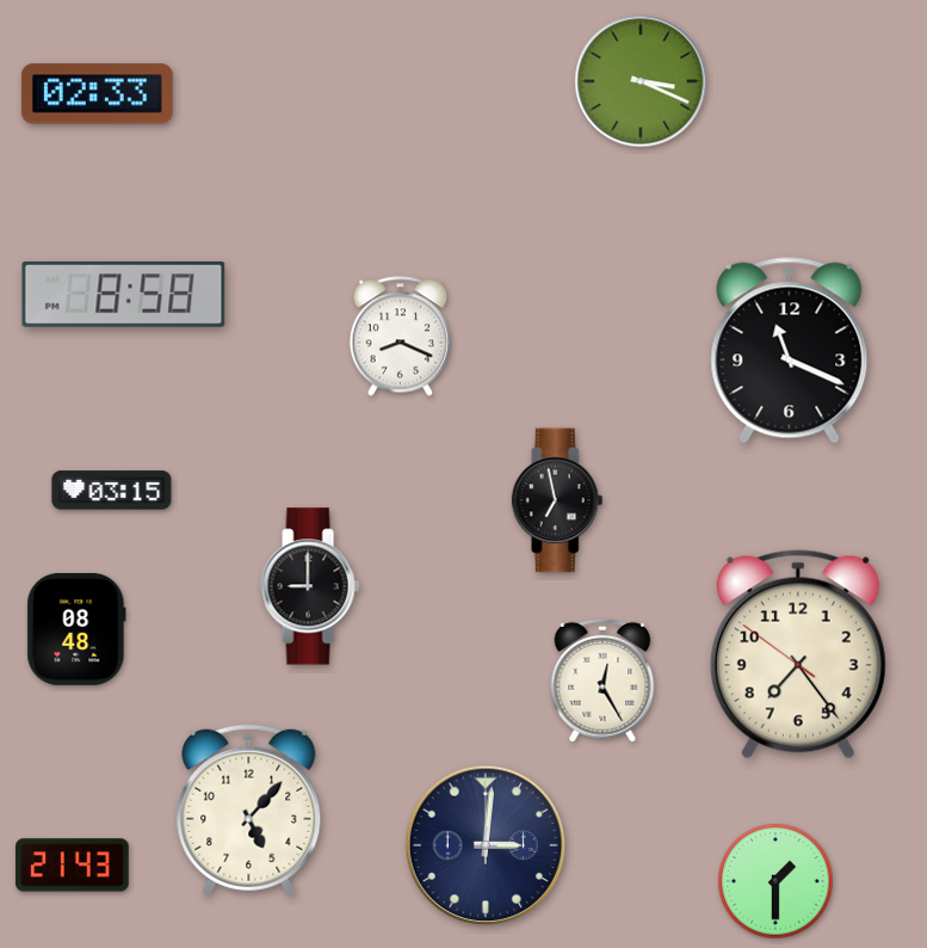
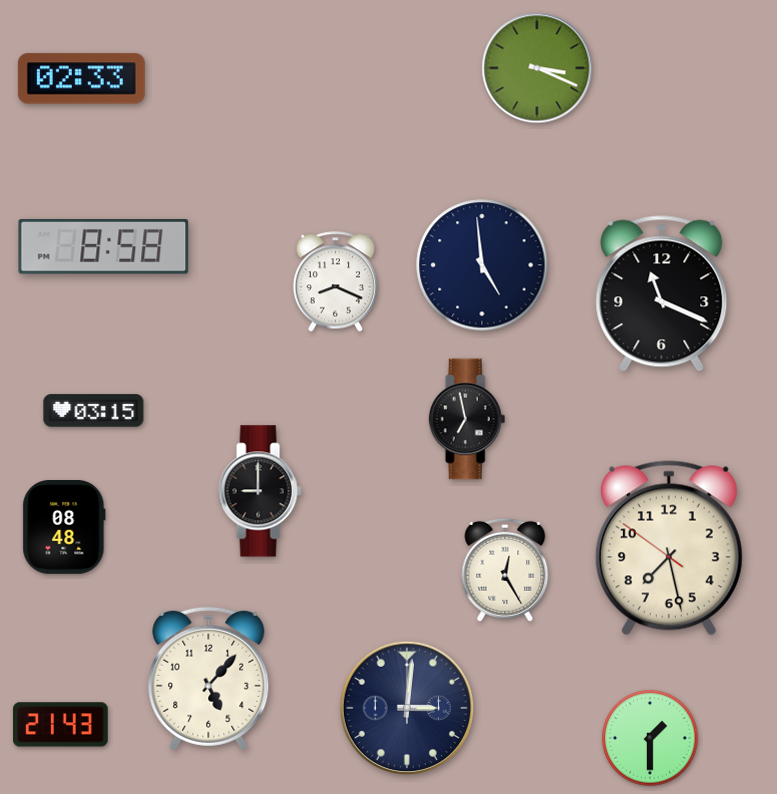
clock at (482, 265): none -> 4:59
clock at (798, 654): 7:23 -> 7:27
